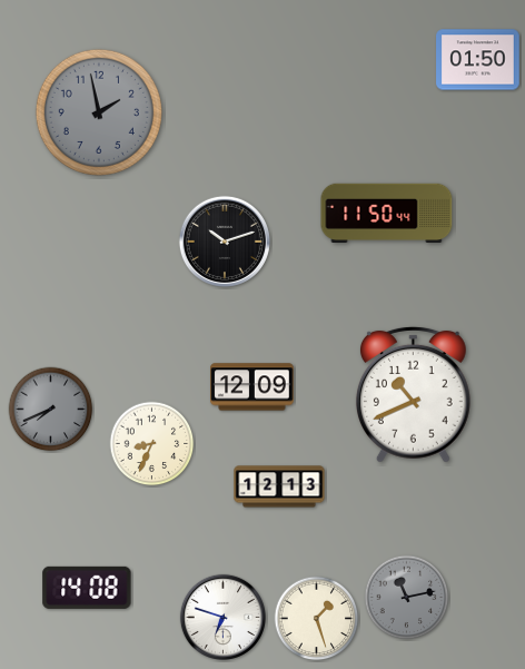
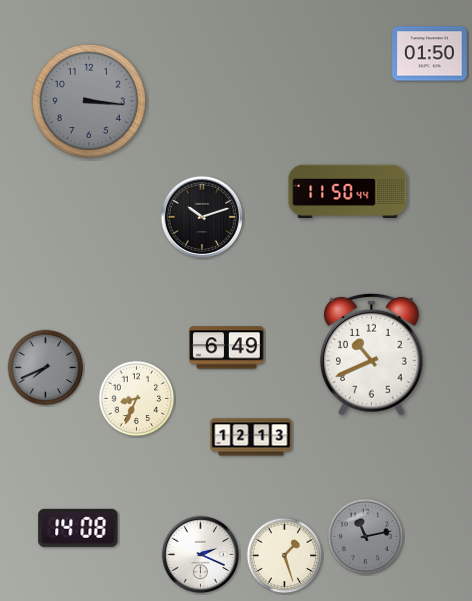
clock at (99, 112): 1:58 -> 3:16
clock at (252, 387): 12:09 -> 6:49
clock at (222, 617): 6:48 -> 2:19
